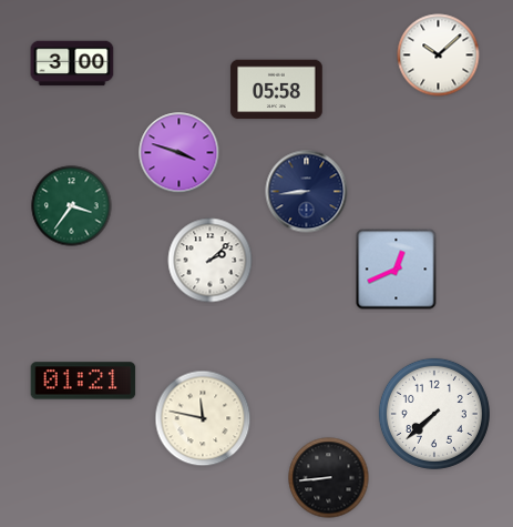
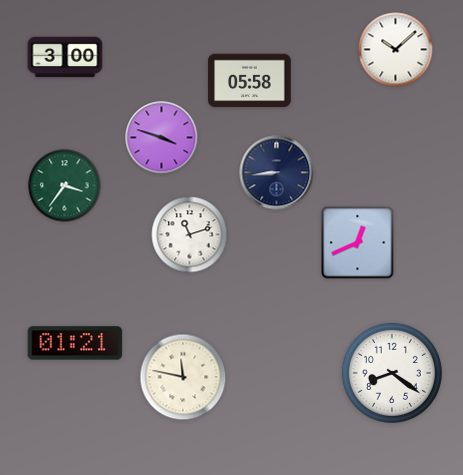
clock at (211, 261): 2:08 -> 11:12
clock at (434, 414): 7:38 -> 8:21
clock at (329, 478): 8:44 -> none
